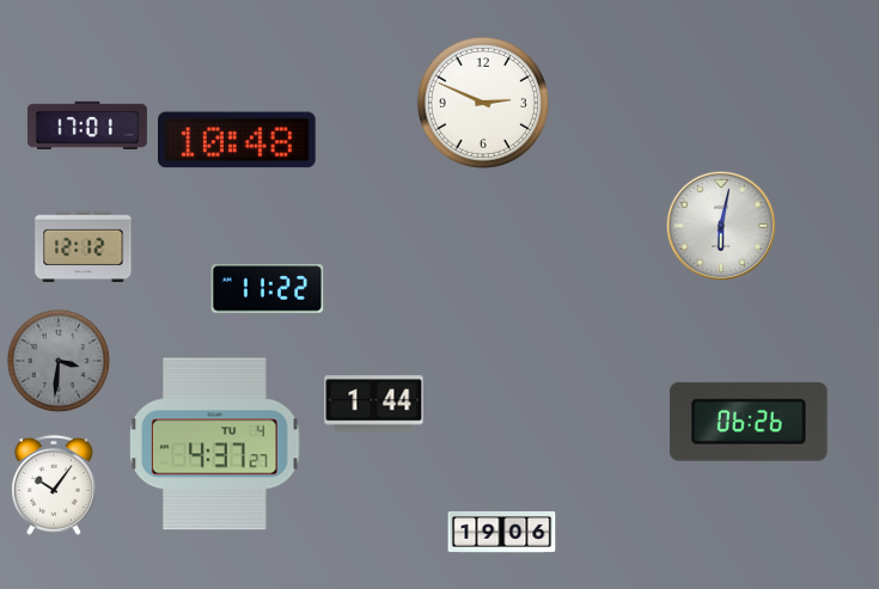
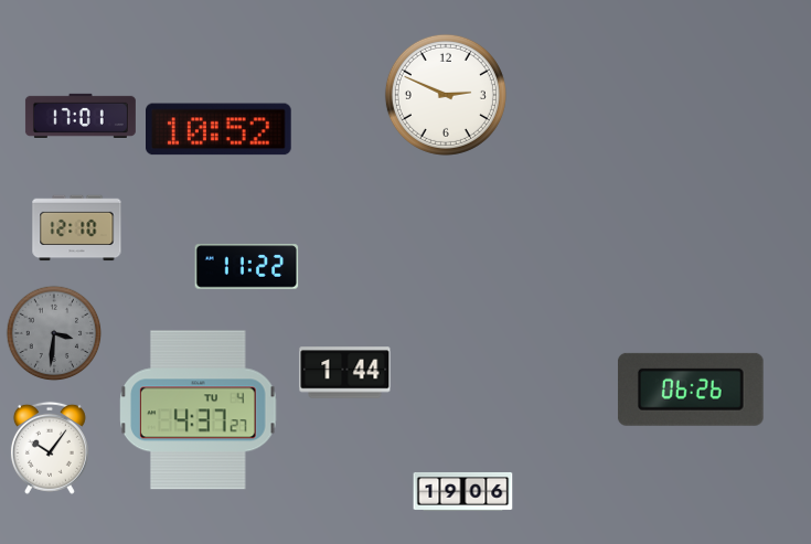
clock at (238, 140): 10:48 -> 10:52
clock at (721, 226): 6:02 -> none
clock at (84, 247): 12:12 -> 12:10
